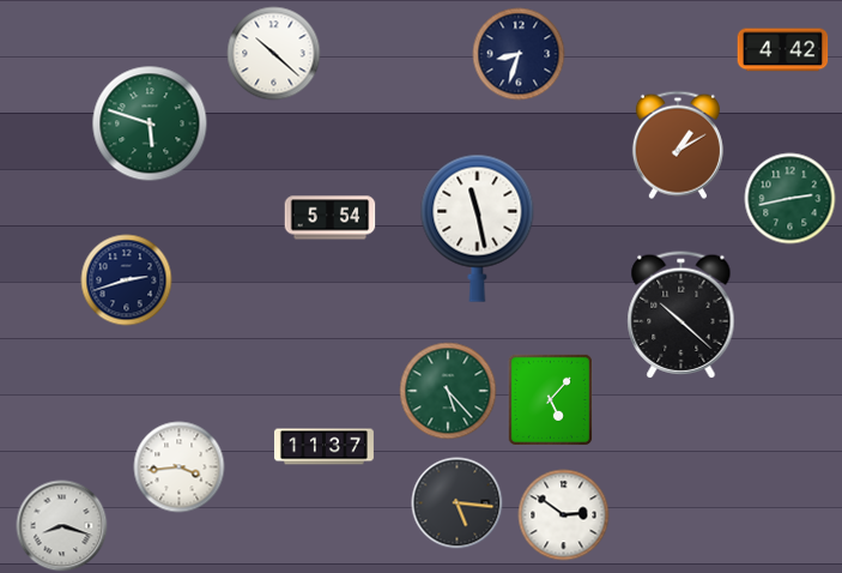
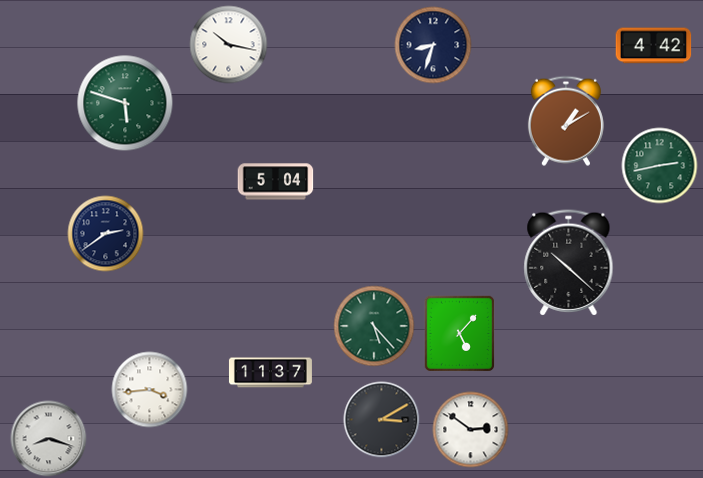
clock at (783, 50) position: (783, 50) -> (654, 46)
clock at (274, 54): 10:22 -> 10:17
clock at (331, 218): 5:54 -> 5:04
clock at (478, 228): 11:28 -> none
clock at (127, 281): 2:42 -> 2:39
clock at (458, 503): 5:16 -> 3:10
clock at (62, 526) position: (62, 526) -> (49, 439)
